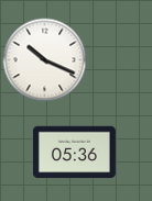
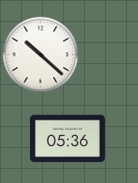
clock at (45, 60): 10:19 -> 10:22
